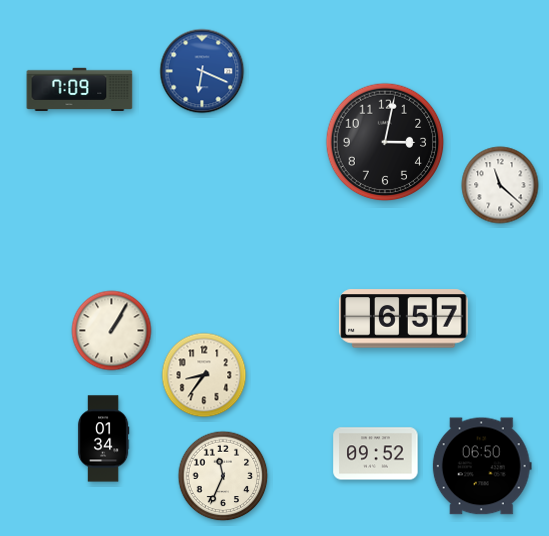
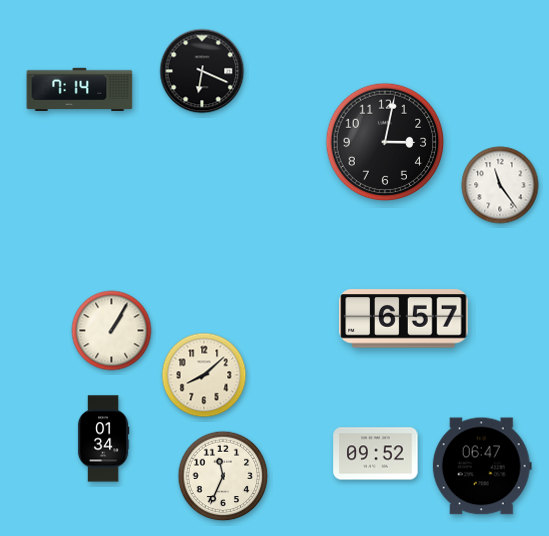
clock at (202, 71) dial: blue -> black
clock at (80, 89): 7:09 -> 7:14
clock at (500, 185): 11:22 -> 11:24
clock at (204, 375): 8:36 -> 8:08
clock at (482, 466): 06:50 -> 06:47
